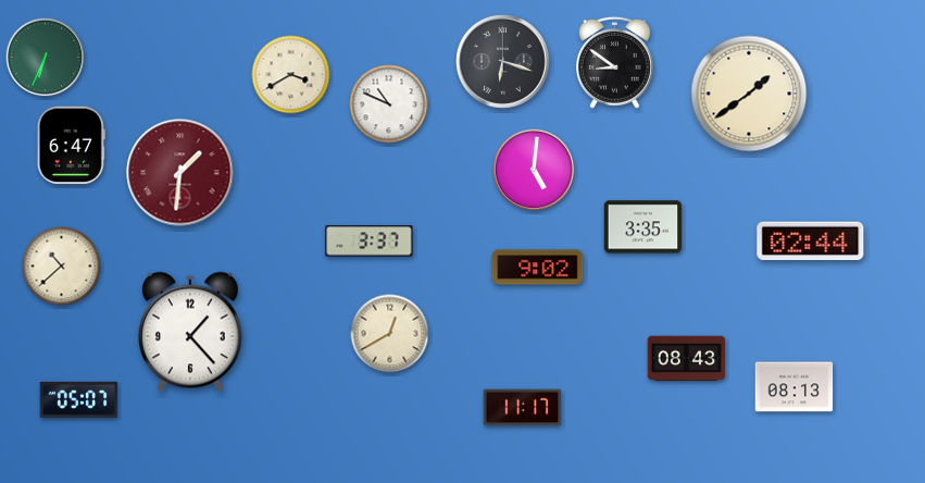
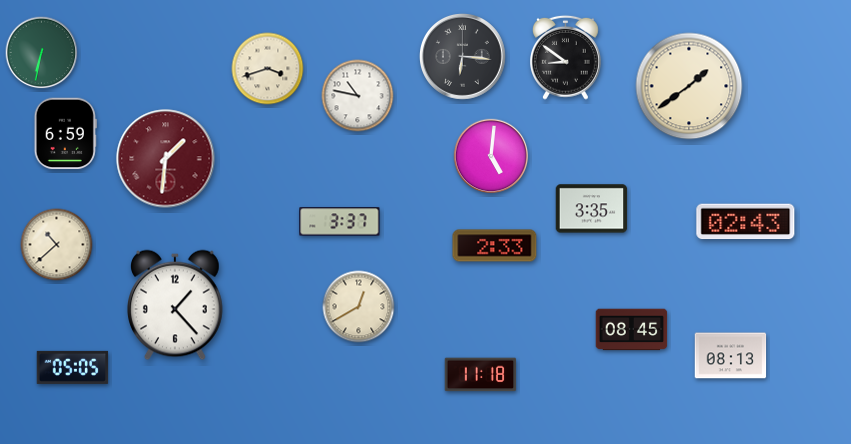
clock at (46, 58): 6:34 -> 6:32
clock at (503, 62): 6:18 -> 6:16
clock at (291, 75): 3:40 -> 3:42
clock at (389, 104): 10:49 -> 10:47
clock at (71, 146): 6:47 -> 6:59
clock at (811, 242): 02:44 -> 02:43
clock at (538, 268): 9:02 -> 2:33
clock at (687, 359): 08:43 -> 08:45
clock at (79, 399): 05:07 -> 05:05
clock at (523, 408): 11:17 -> 11:18
